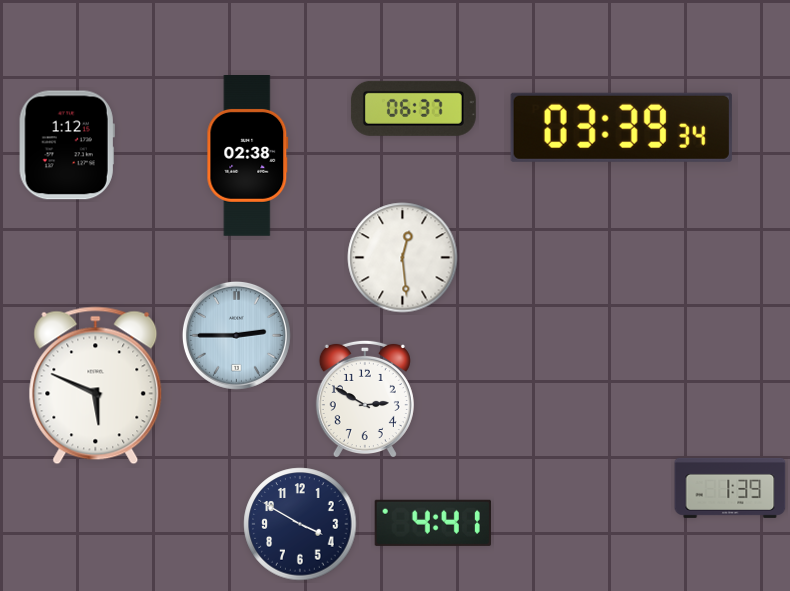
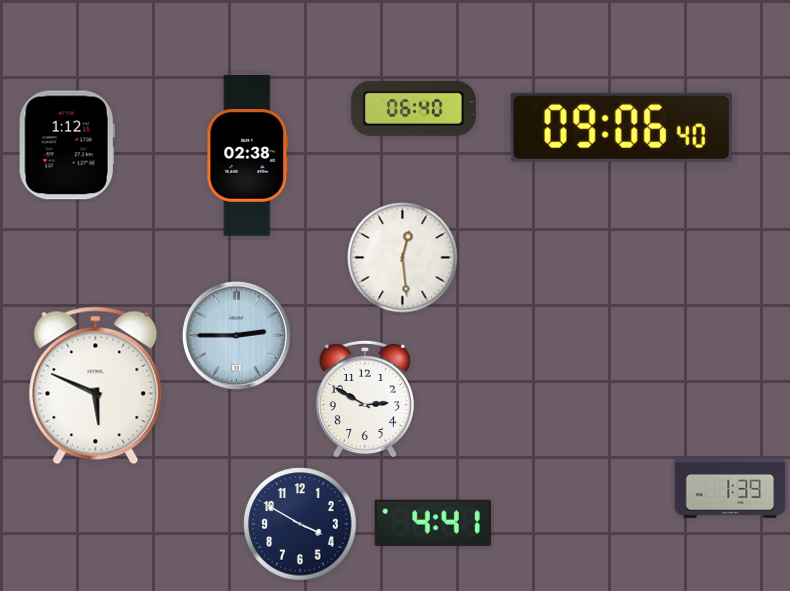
clock at (413, 108): 06:37 -> 06:40
clock at (621, 127): 03:39 -> 09:06
